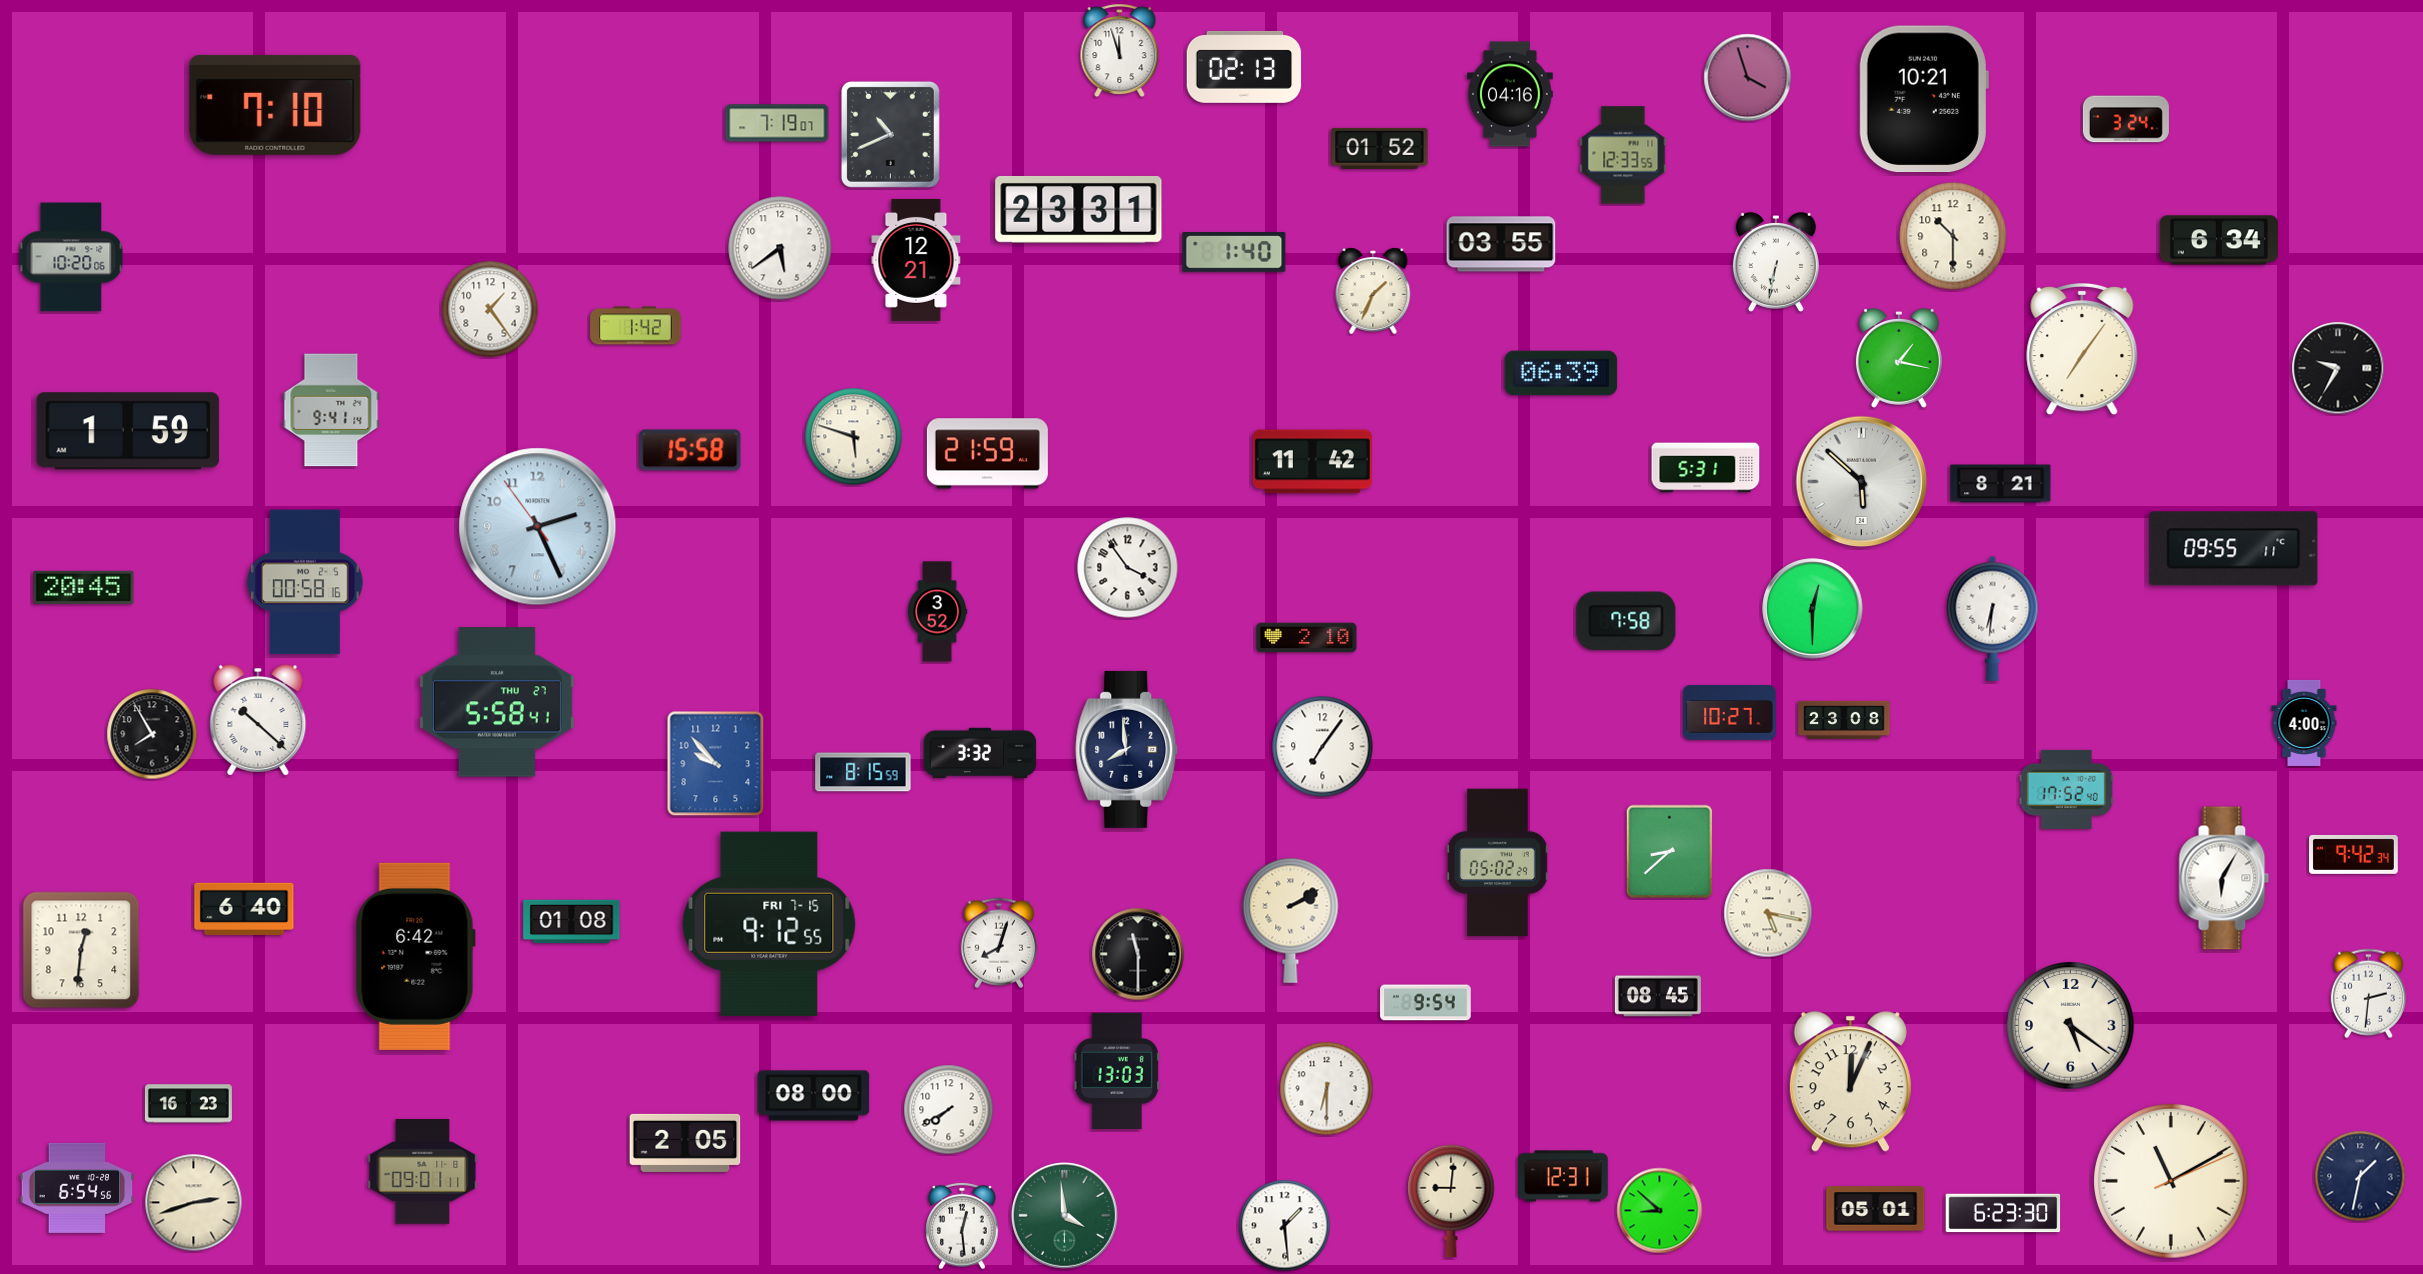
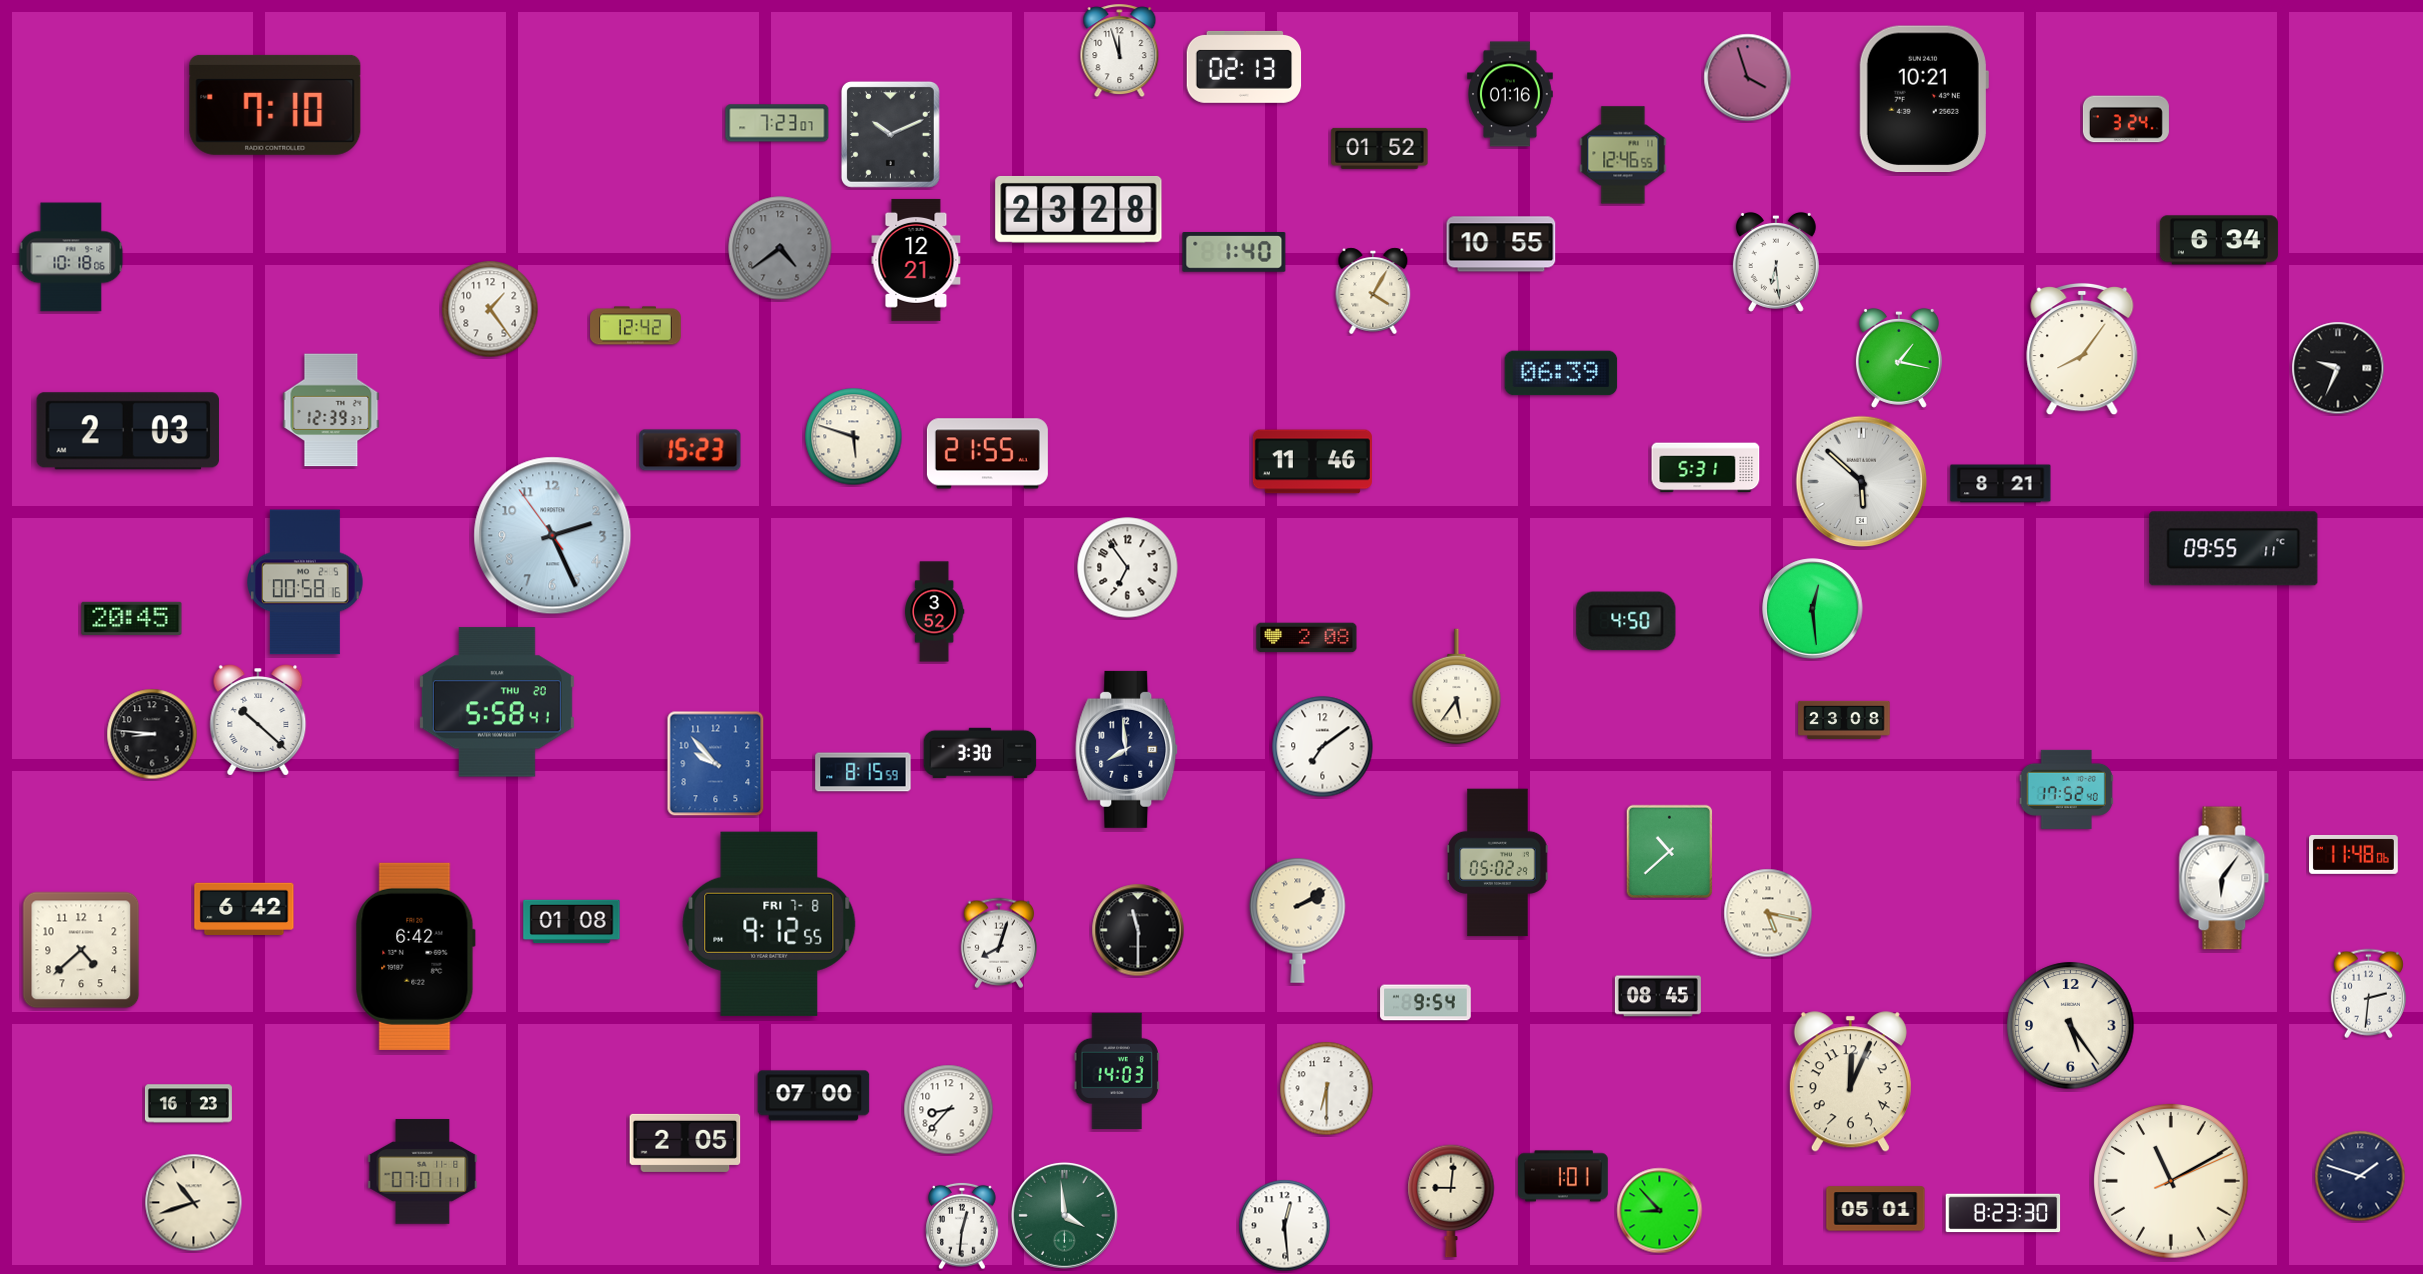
clock at (1510, 94): 04:16 -> 01:16
clock at (777, 123): 7:19 -> 7:23
clock at (890, 134): 10:41 -> 10:11
clock at (1623, 155): 12:33 -> 12:46
clock at (1079, 209): 23:31 -> 23:28
clock at (1953, 236): 10:30 -> none
clock at (1501, 244): 03:55 -> 10:55
clock at (780, 248): 5:39 -> 4:39
clock at (780, 248) dial: white -> grey
clock at (71, 257): 10:20 -> 10:18
clock at (1776, 262): 6:32 -> 6:29
clock at (1373, 291): 1:34 -> 4:05
clock at (636, 326): 1:42 -> 12:42
clock at (2082, 349): 7:06 -> 8:06
clock at (2338, 368): 9:35 -> 9:34
clock at (331, 410): 9:41 -> 12:39
clock at (128, 431): 1:59 -> 2:03
clock at (690, 450): 15:58 -> 15:23
clock at (987, 454): 21:59 -> 21:55
clock at (1312, 462): 11:42 -> 11:46
clock at (538, 527) position: (538, 527) -> (553, 536)
clock at (1128, 568): 3:54 -> 6:54
clock at (84, 587) position: (84, 587) -> (132, 618)
clock at (1813, 609): 12:30 -> 12:29
clock at (937, 612) position: (937, 612) -> (934, 612)
clock at (1993, 618): 6:31 -> none
clock at (1626, 621): 7:58 -> 4:50
clock at (1307, 638): 2:10 -> 2:08
clock at (1457, 687): none -> 5:36
clock at (497, 702) date: THU 27 -> THU 20
clock at (1730, 713): 10:27 -> none
clock at (2304, 723): 4:00 -> none
clock at (152, 734): 7:55 -> 8:46
clock at (1323, 747): 7:06 -> 7:09
clock at (980, 753): 3:32 -> 3:30
clock at (1670, 852): 8:38 -> 10:38
clock at (2354, 854): 9:42 -> 11:48
clock at (2224, 878): 6:05 -> 6:06
clock at (244, 908): 6:40 -> 6:42
clock at (1291, 920) position: (1291, 920) -> (1298, 920)
clock at (769, 924) date: FRI 7-15 -> FRI 7-8
clock at (81, 950): 12:31 -> 4:38
clock at (1138, 954) position: (1138, 954) -> (1138, 930)
clock at (2071, 1026): 5:21 -> 5:24
clock at (1117, 1070): 13:03 -> 14:03
clock at (814, 1096): 08:00 -> 07:00
clock at (949, 1110): 7:40 -> 8:37
clock at (423, 1172): 09:01 -> 07:01
clock at (1563, 1176): 12:31 -> 1:01
clock at (2360, 1176): 1:32 -> 1:48
clock at (77, 1188): 6:54 -> none
clock at (194, 1203): 2:42 -> 10:42
clock at (1660, 1211): 8:52 -> 8:53
clock at (2003, 1213): 6:23 -> 8:23
clock at (962, 1226): 12:29 -> 12:31
clock at (1285, 1226): 1:29 -> 12:29
